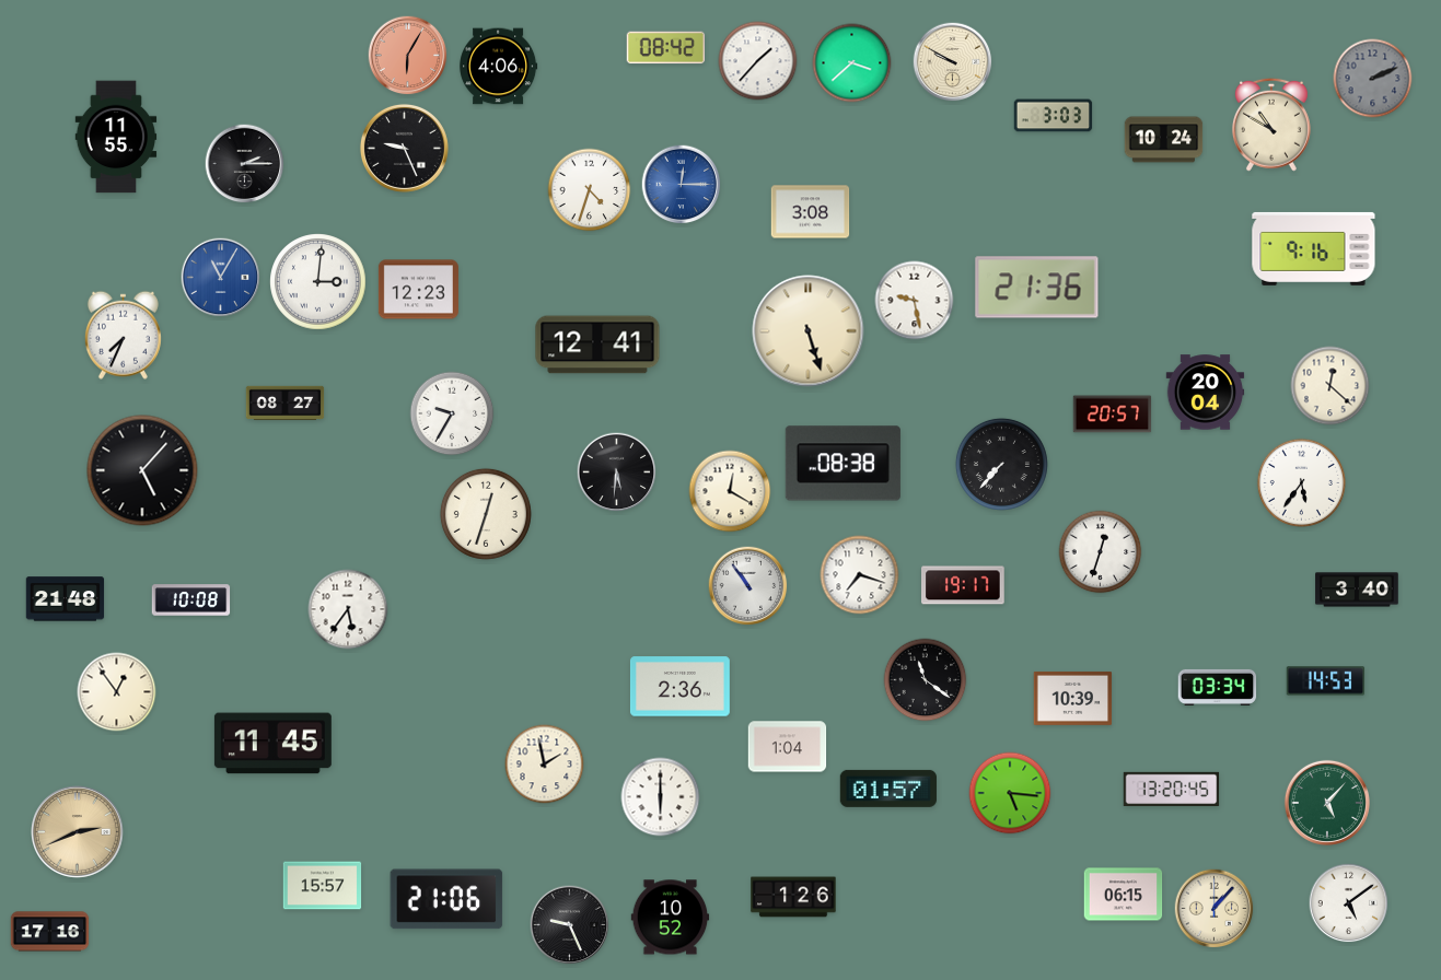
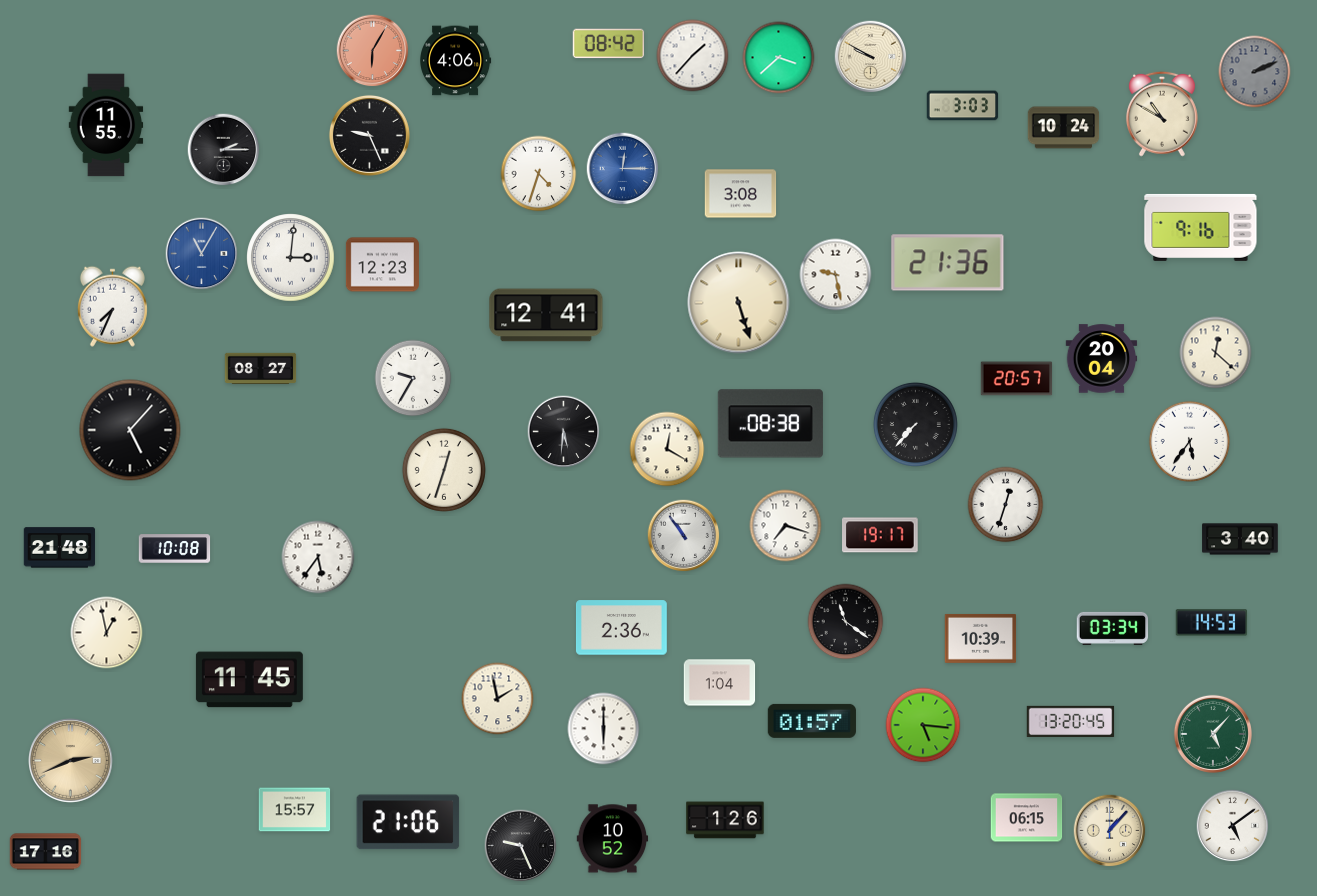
clock at (117, 692): 12:54 -> 12:58
